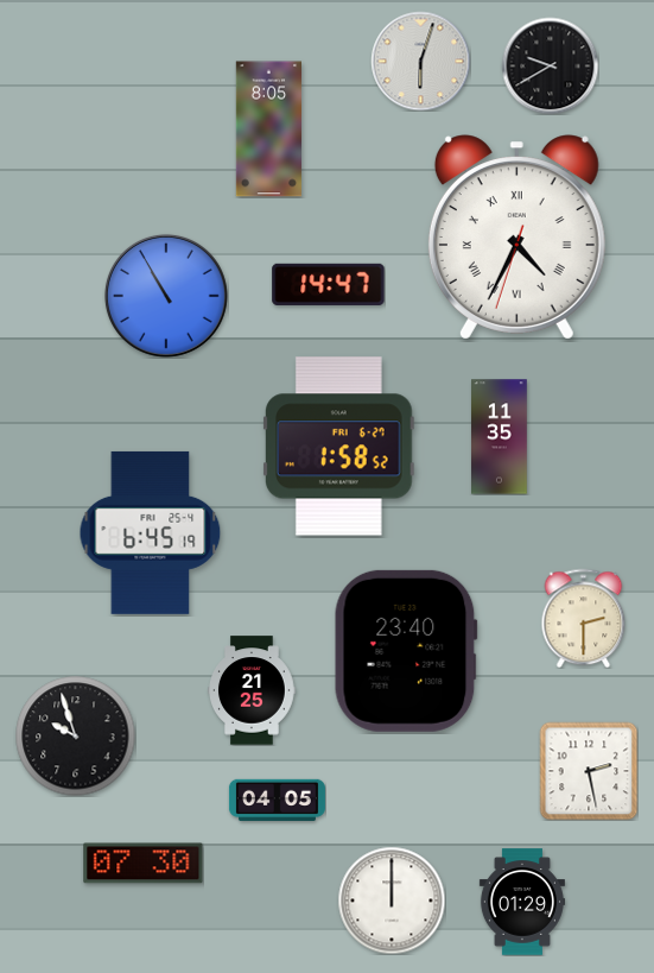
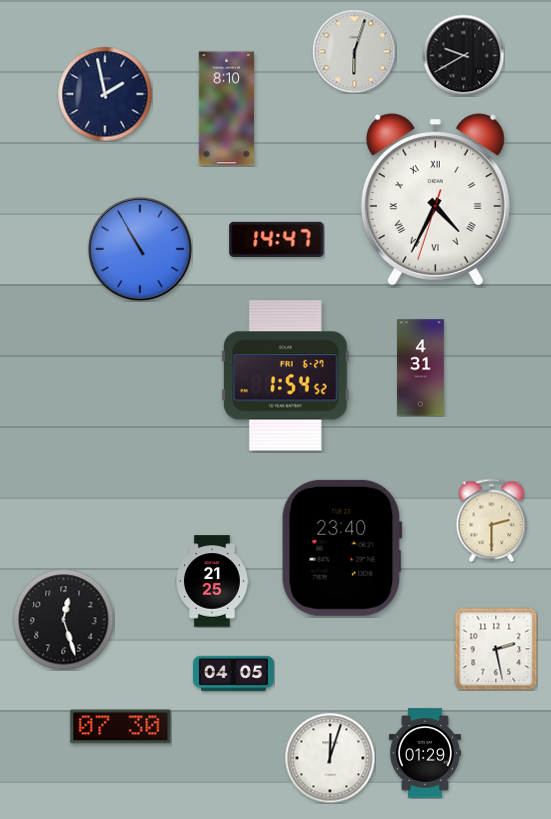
clock at (105, 94): none -> 1:58
clock at (269, 129): 8:05 -> 8:10
clock at (500, 437): 11:35 -> 4:31
clock at (339, 447): 1:58 -> 1:54
clock at (151, 532): 6:45 -> none
clock at (76, 737): 9:57 -> 12:27
clock at (392, 901): 12:00 -> 12:03
clock at (522, 902) position: (522, 902) -> (425, 753)
